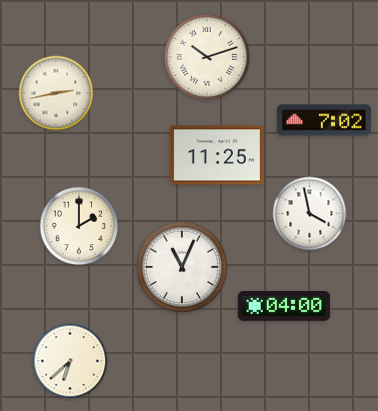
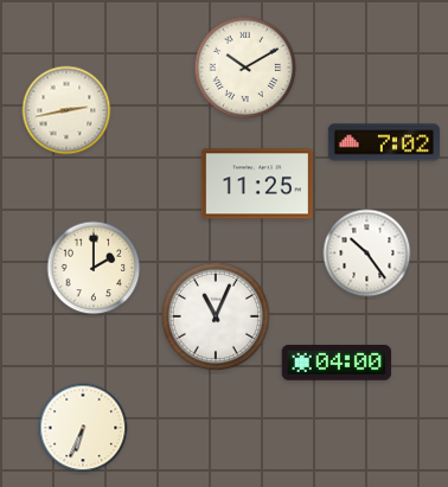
clock at (207, 57): 10:12 -> 10:10
clock at (310, 214): 3:58 -> 10:24
clock at (70, 361): 6:38 -> 6:34
